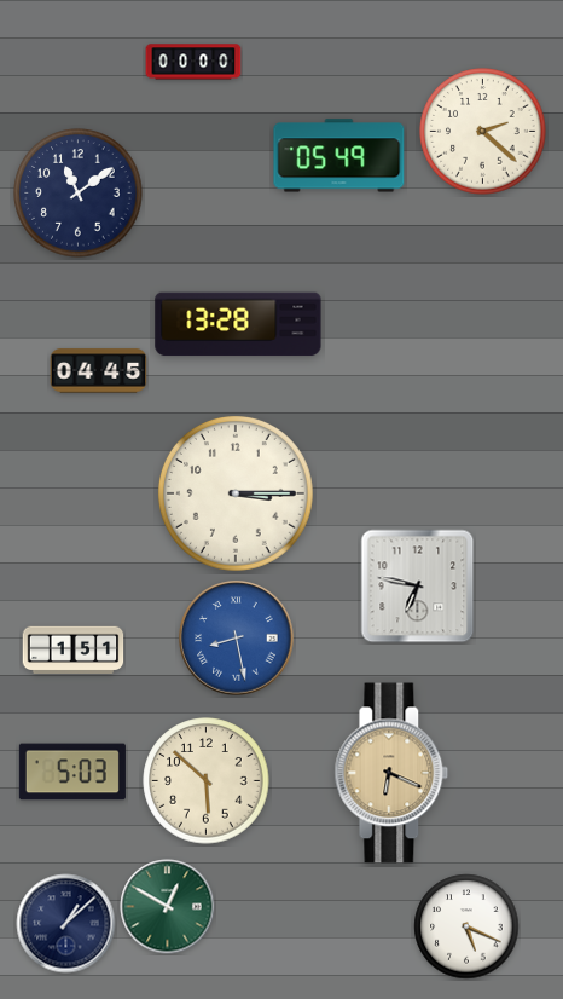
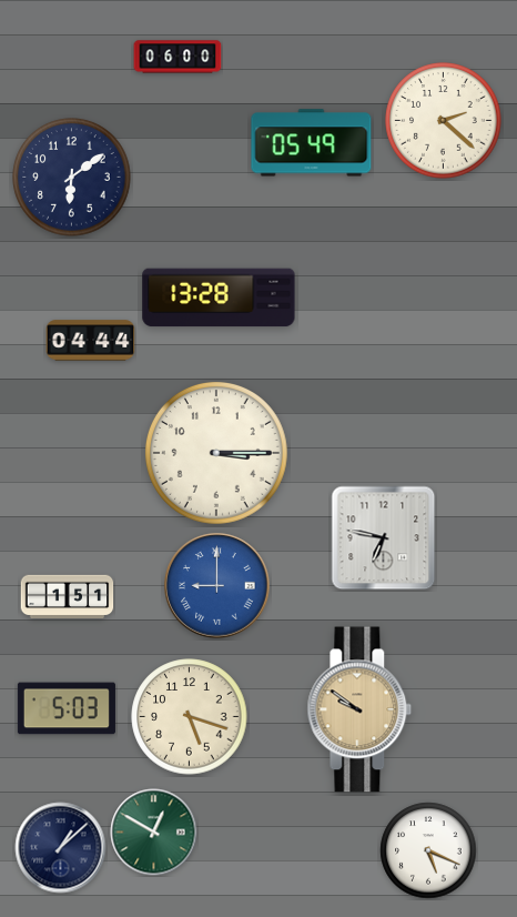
clock at (193, 62): 00:00 -> 06:00
clock at (79, 194): 11:09 -> 6:09
clock at (99, 371): 04:45 -> 04:44
clock at (237, 639): 8:28 -> 9:00
clock at (391, 773): 6:19 -> 9:51
clock at (207, 781): 5:52 -> 5:18
